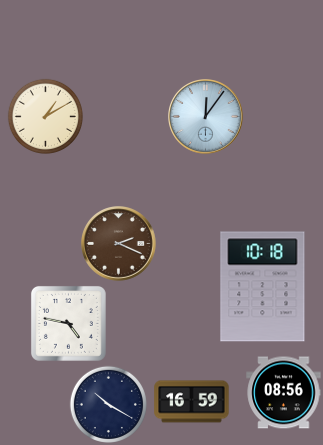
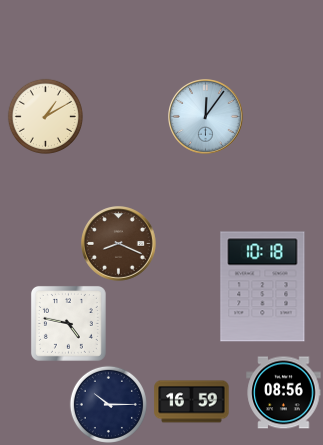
clock at (119, 244): 2:19 -> 8:19
clock at (108, 404): 10:20 -> 10:15
